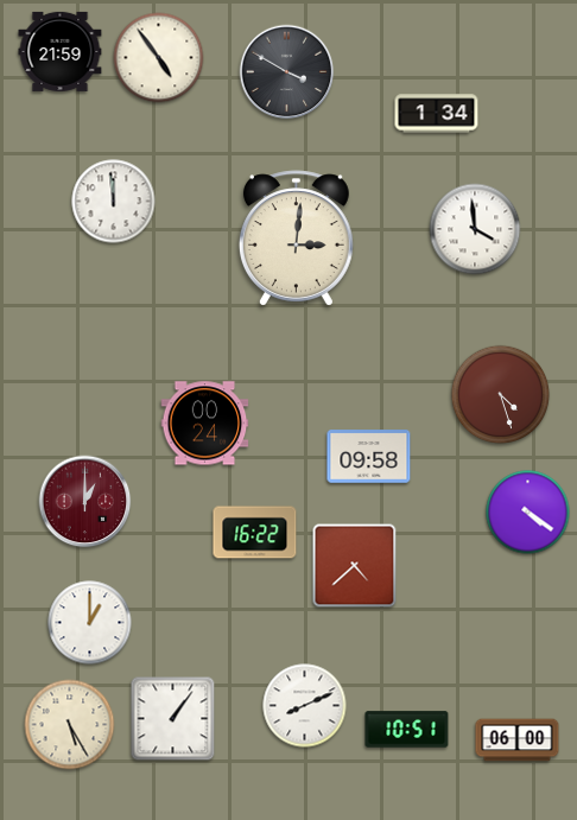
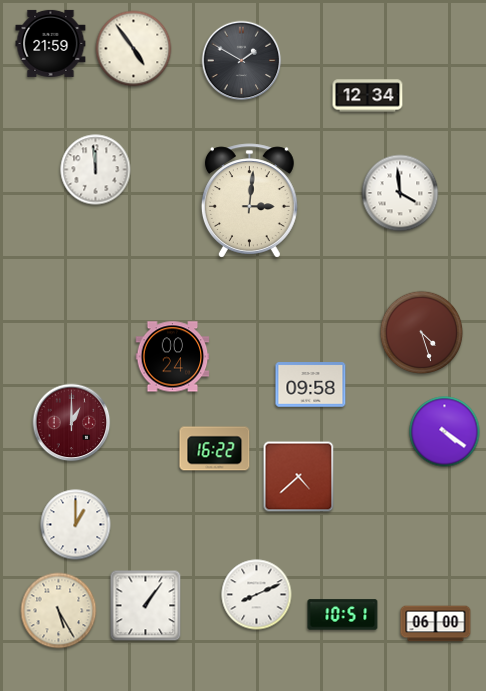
clock at (287, 72): 3:50 -> 1:50
clock at (437, 114): 1:34 -> 12:34
